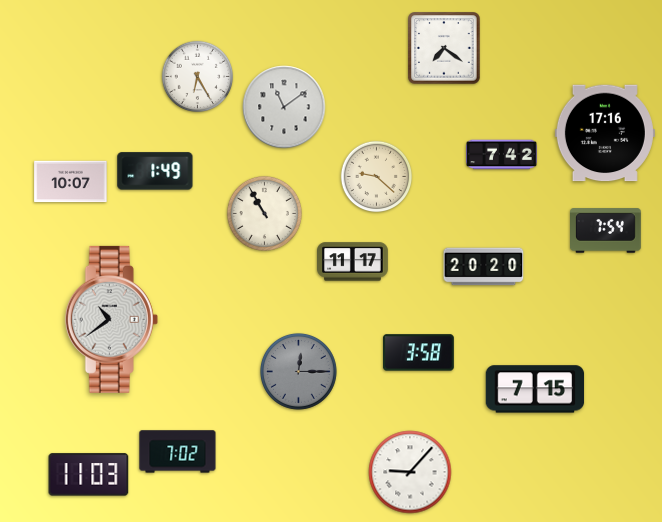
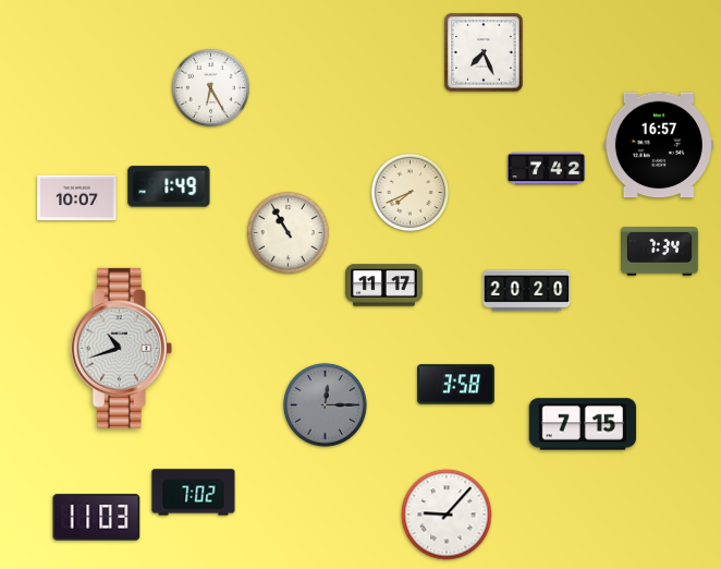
clock at (444, 48): 7:21 -> 7:26
clock at (198, 77) position: (198, 77) -> (211, 88)
clock at (284, 107): 11:09 -> none
clock at (605, 133): 17:16 -> 16:57
clock at (377, 177): 9:22 -> 7:41
clock at (606, 231): 7:54 -> 7:34
clock at (111, 319): 10:39 -> 10:42
